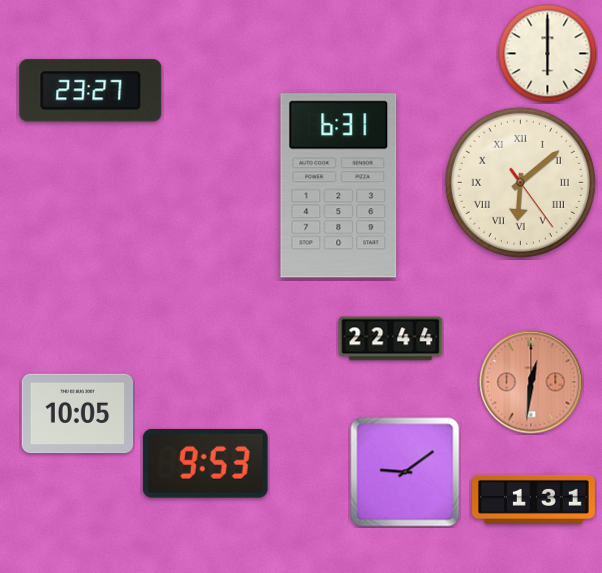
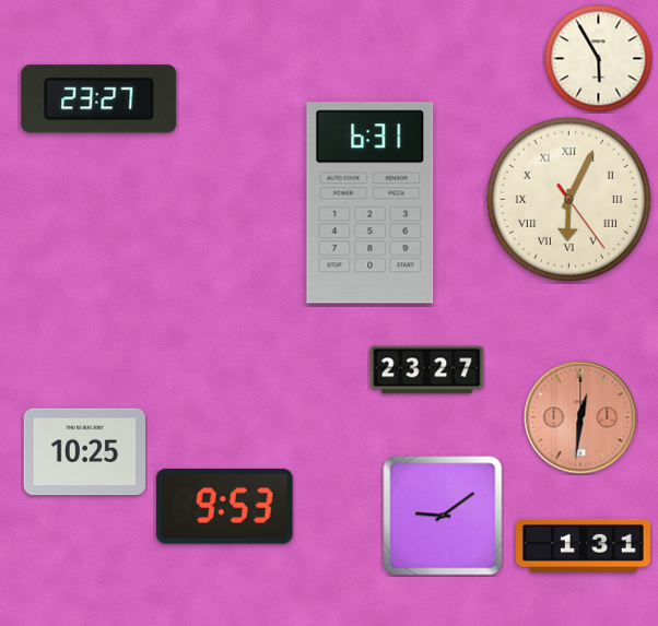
clock at (548, 54): 6:00 -> 5:55
clock at (520, 182): 6:08 -> 6:04
clock at (391, 339): 22:44 -> 23:27
clock at (78, 414): 10:05 -> 10:25
